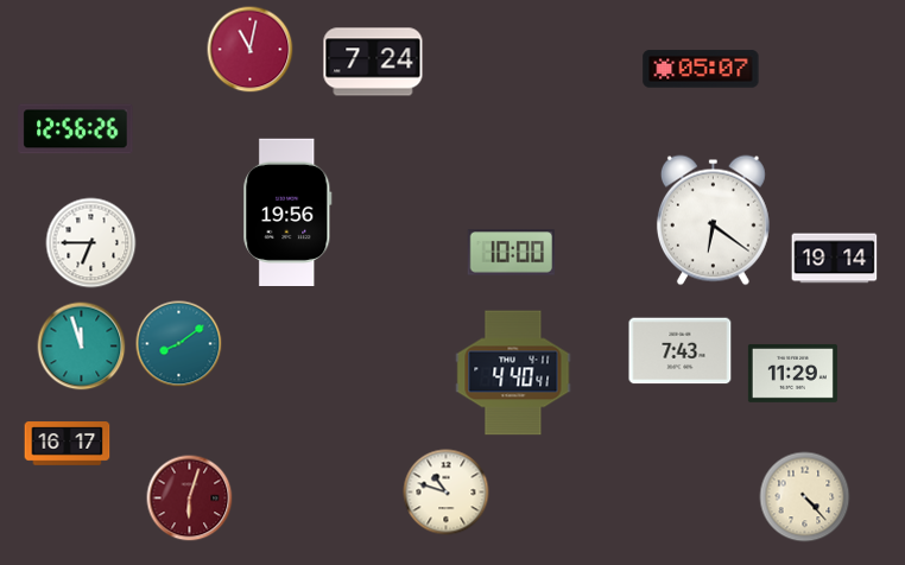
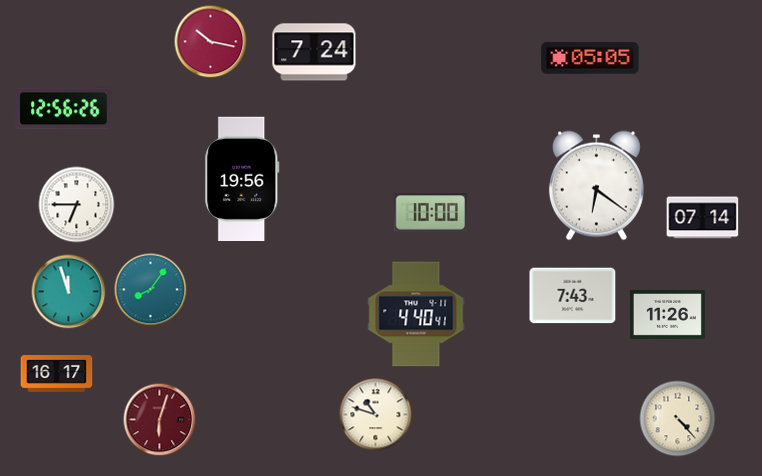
clock at (251, 50): 11:02 -> 10:17
clock at (701, 69): 05:07 -> 05:05
clock at (713, 221) position: (713, 221) -> (596, 186)
clock at (835, 259): 19:14 -> 07:14
clock at (179, 344): 8:09 -> 8:06
clock at (513, 373) position: (513, 373) -> (416, 314)
clock at (792, 373): 11:29 -> 11:26
